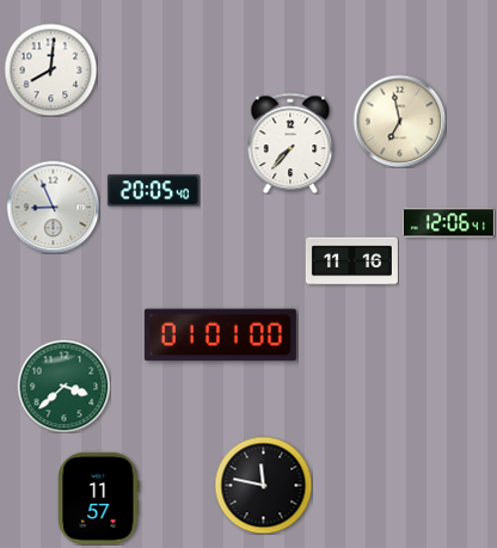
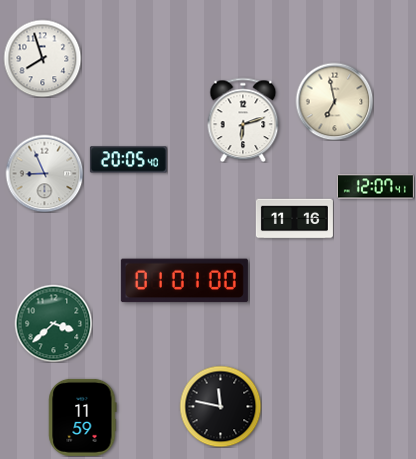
clock at (50, 69): 8:01 -> 7:57
clock at (290, 143): 7:37 -> 6:12
clock at (448, 223): 12:06 -> 12:07
clock at (99, 498): 11:57 -> 11:59
